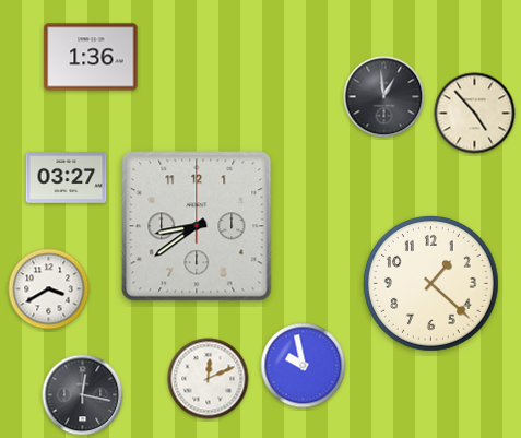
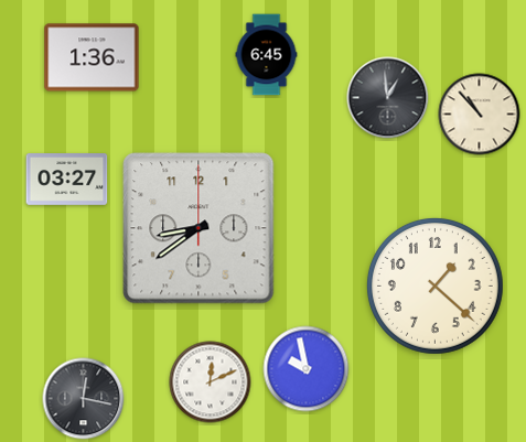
clock at (267, 55): none -> 6:45
clock at (475, 114): 4:53 -> 10:53
clock at (49, 289): 3:40 -> none
